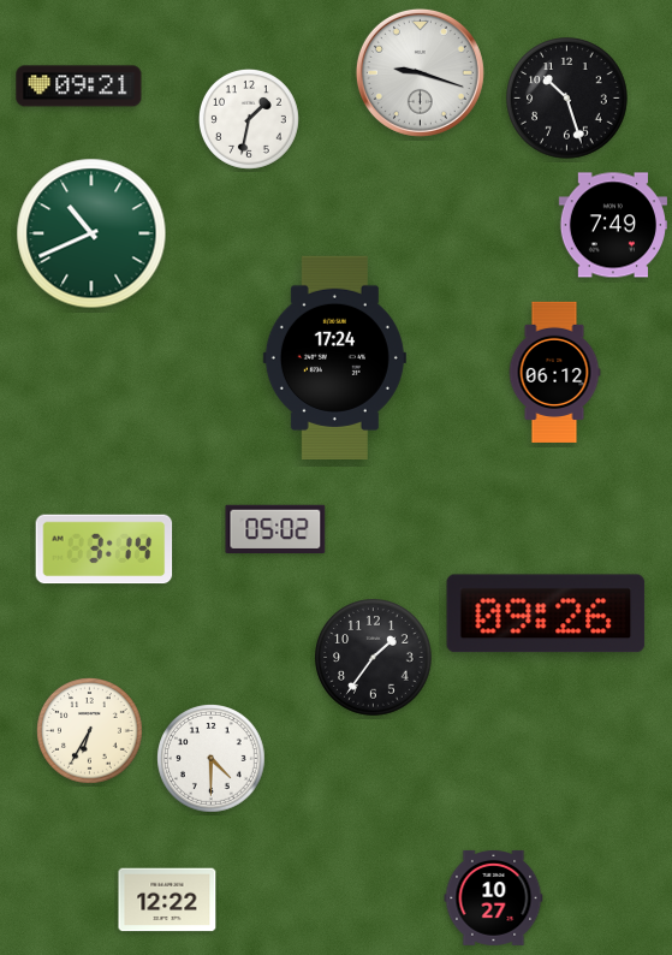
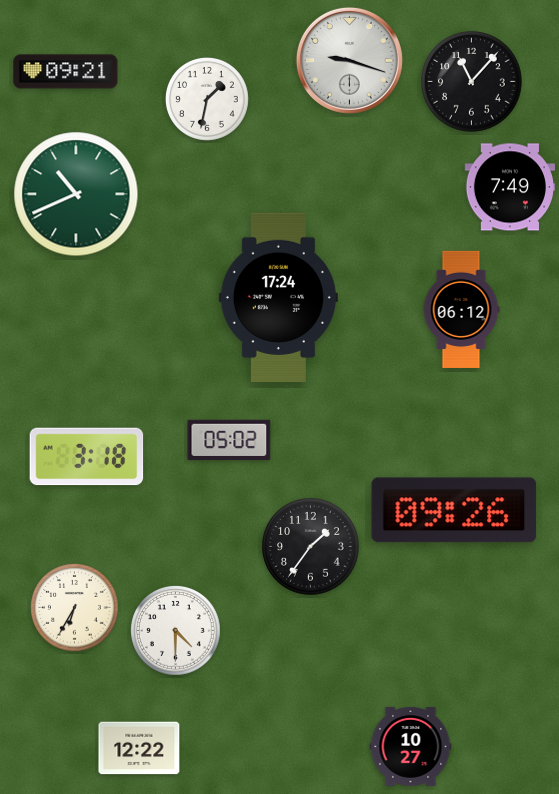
clock at (567, 99): 10:27 -> 11:07
clock at (105, 550): 3:14 -> 3:18
